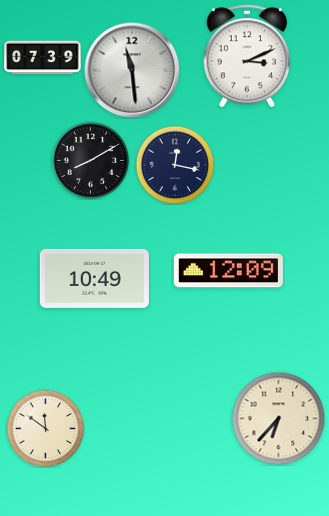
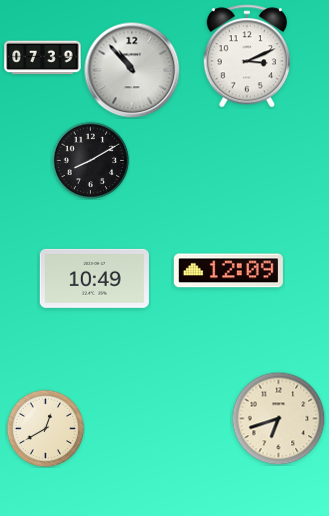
clock at (132, 70): 11:29 -> 10:53
clock at (175, 165): 12:17 -> none
clock at (278, 418): 6:37 -> 6:42
clock at (45, 428): 11:51 -> 12:40
